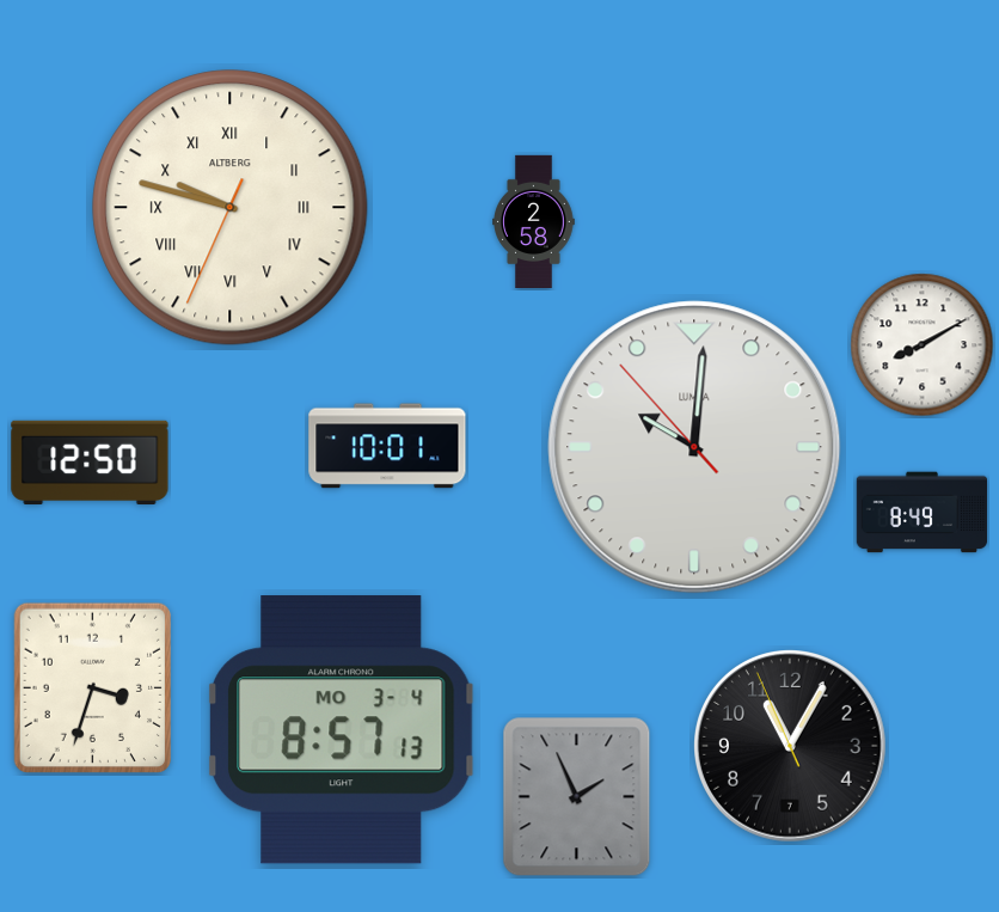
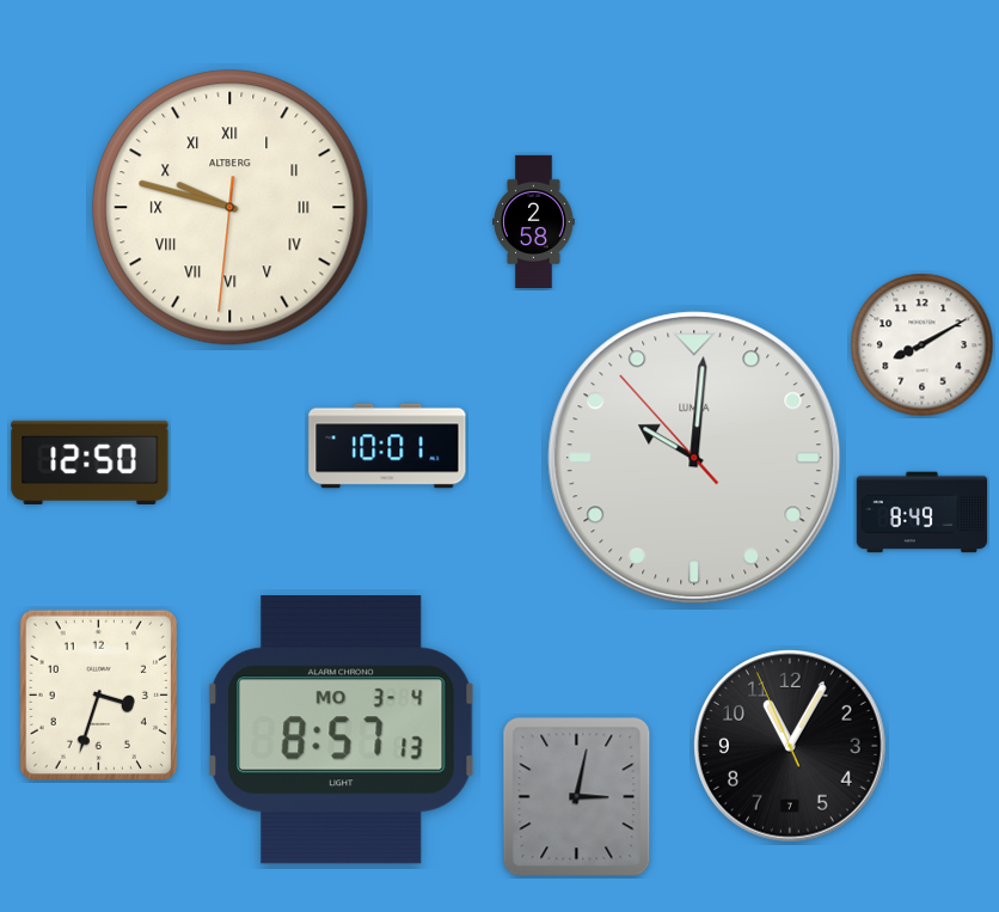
clock at (231, 208): 9:47:34 -> 9:47:31
clock at (694, 447) position: (694, 447) -> (694, 458)
clock at (92, 687) position: (92, 687) -> (98, 694)
clock at (577, 797): 1:56 -> 3:02
